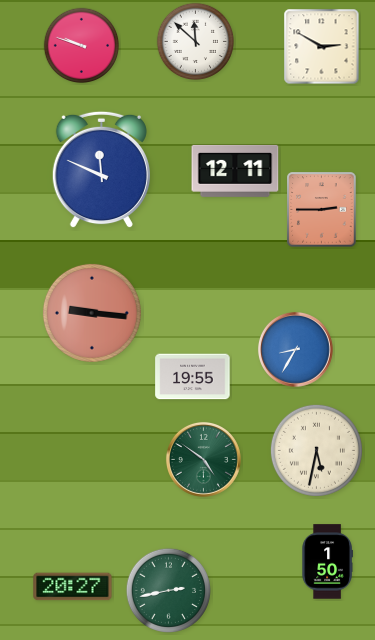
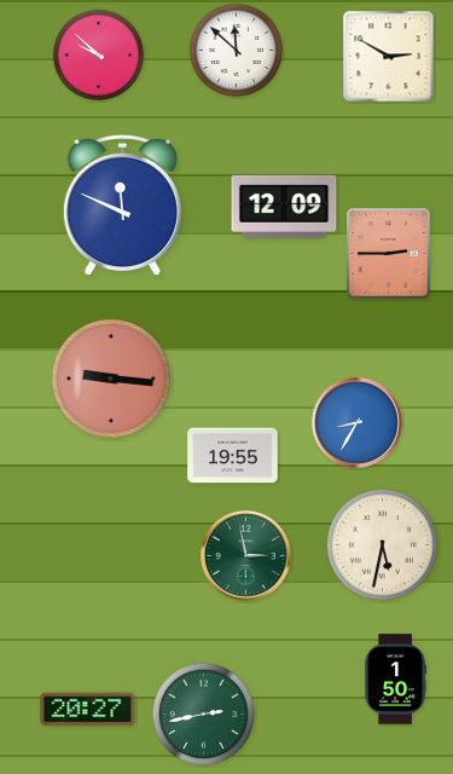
clock at (82, 46): 9:48 -> 9:52
clock at (235, 171): 12:11 -> 12:09
clock at (203, 459): 4:51 -> 2:58
